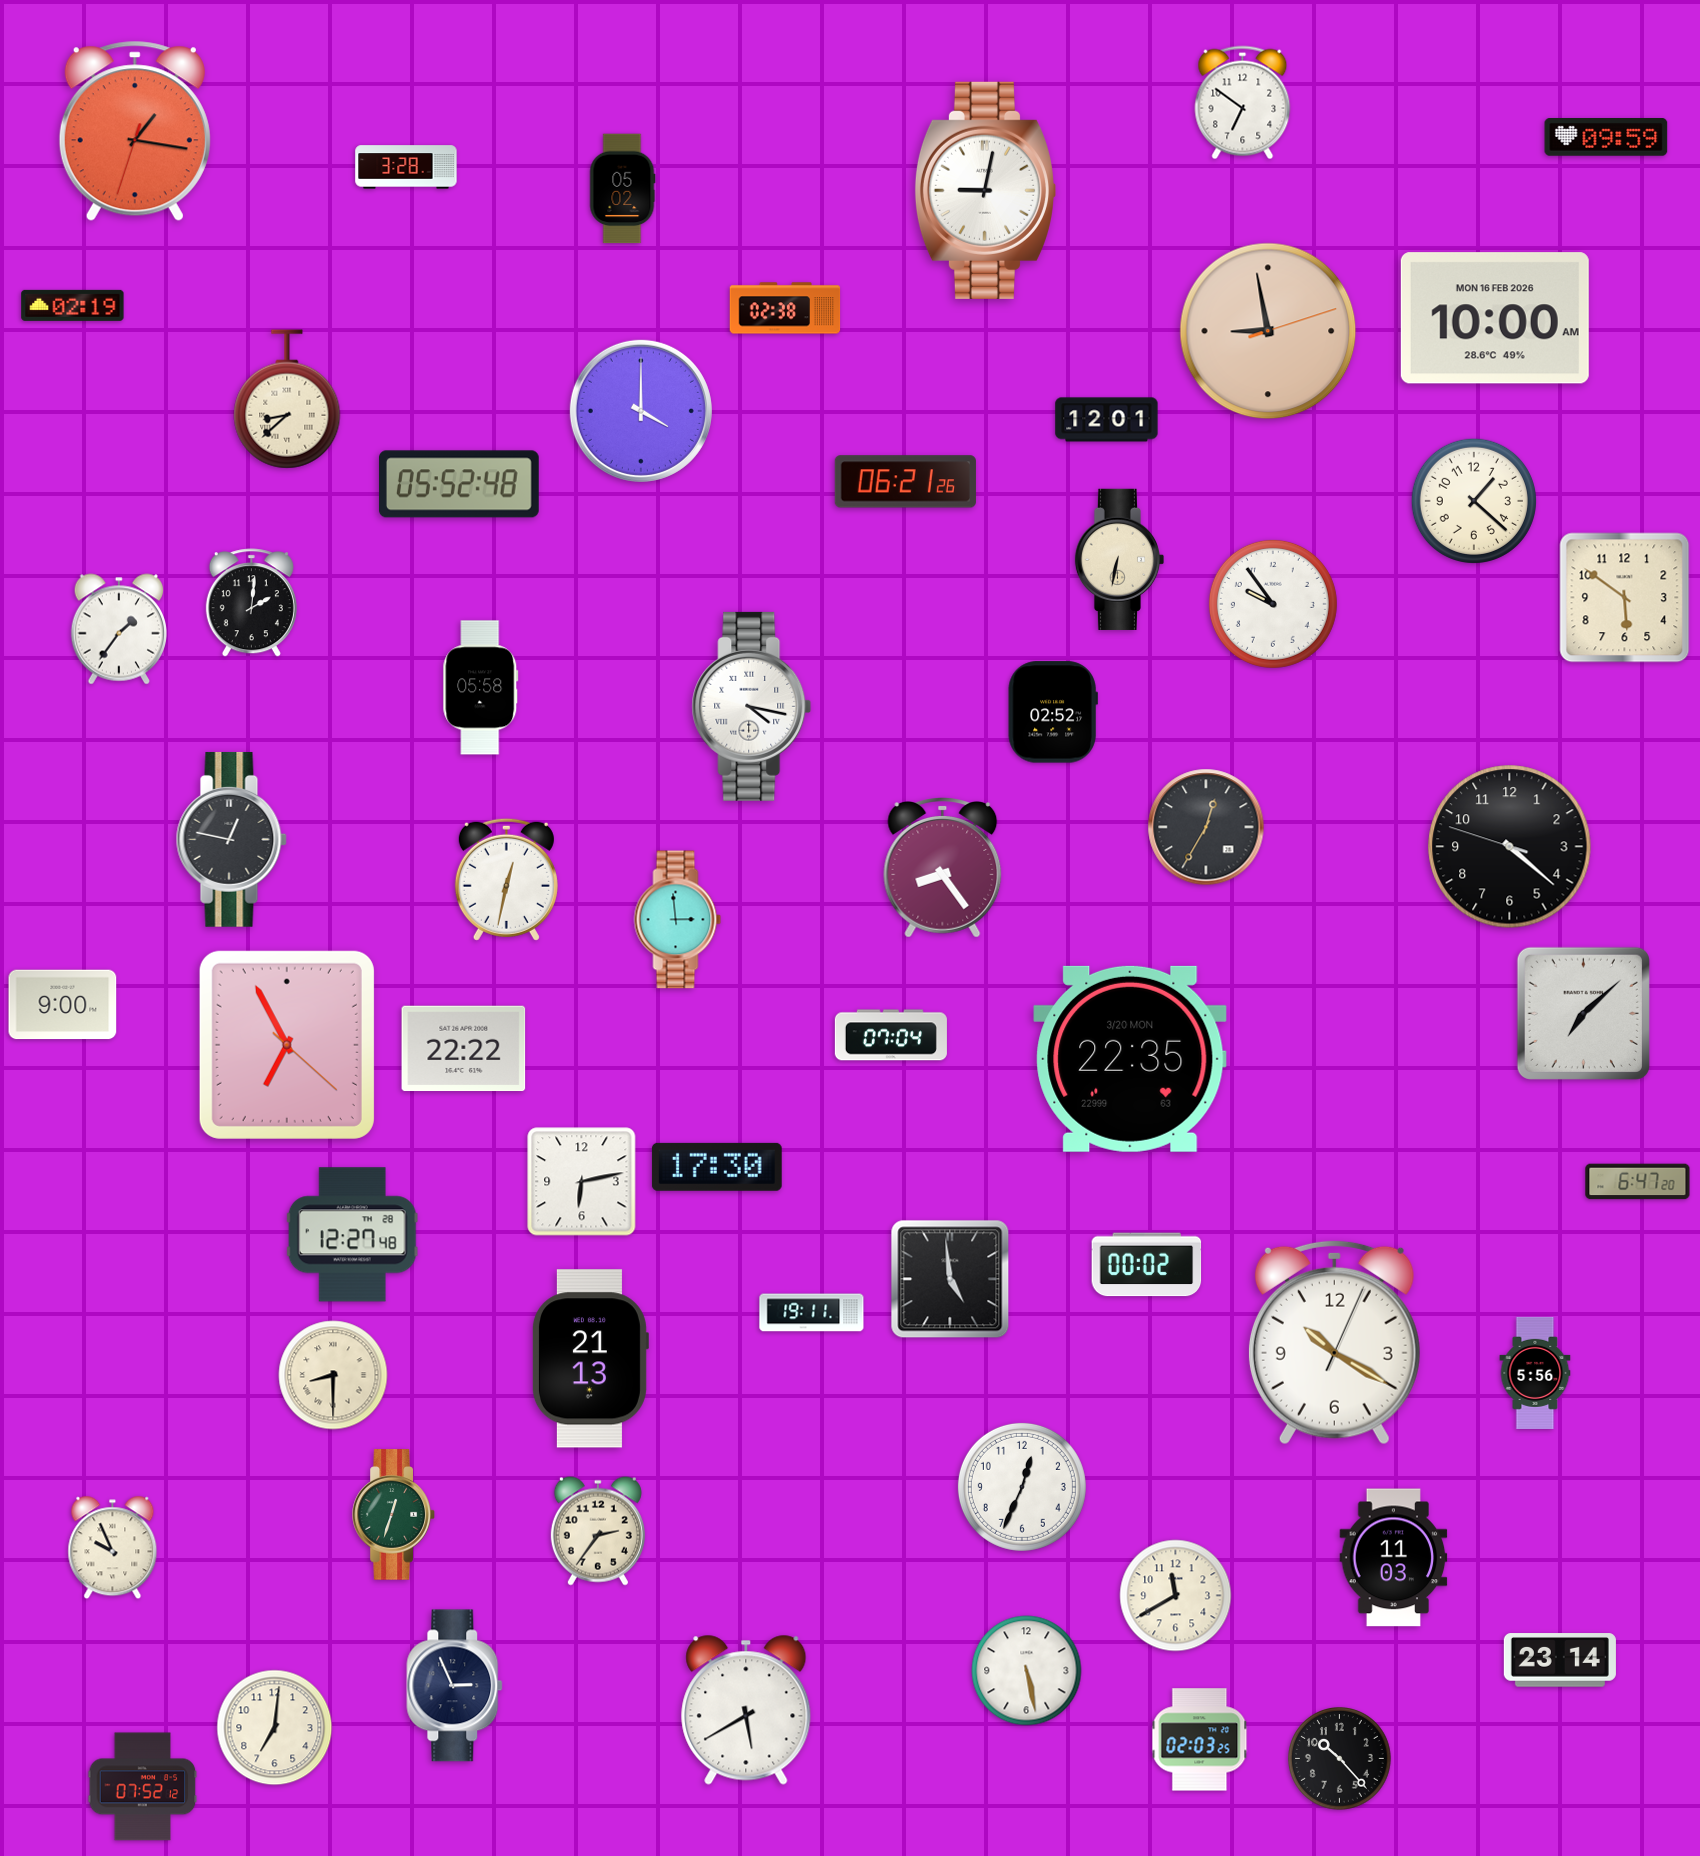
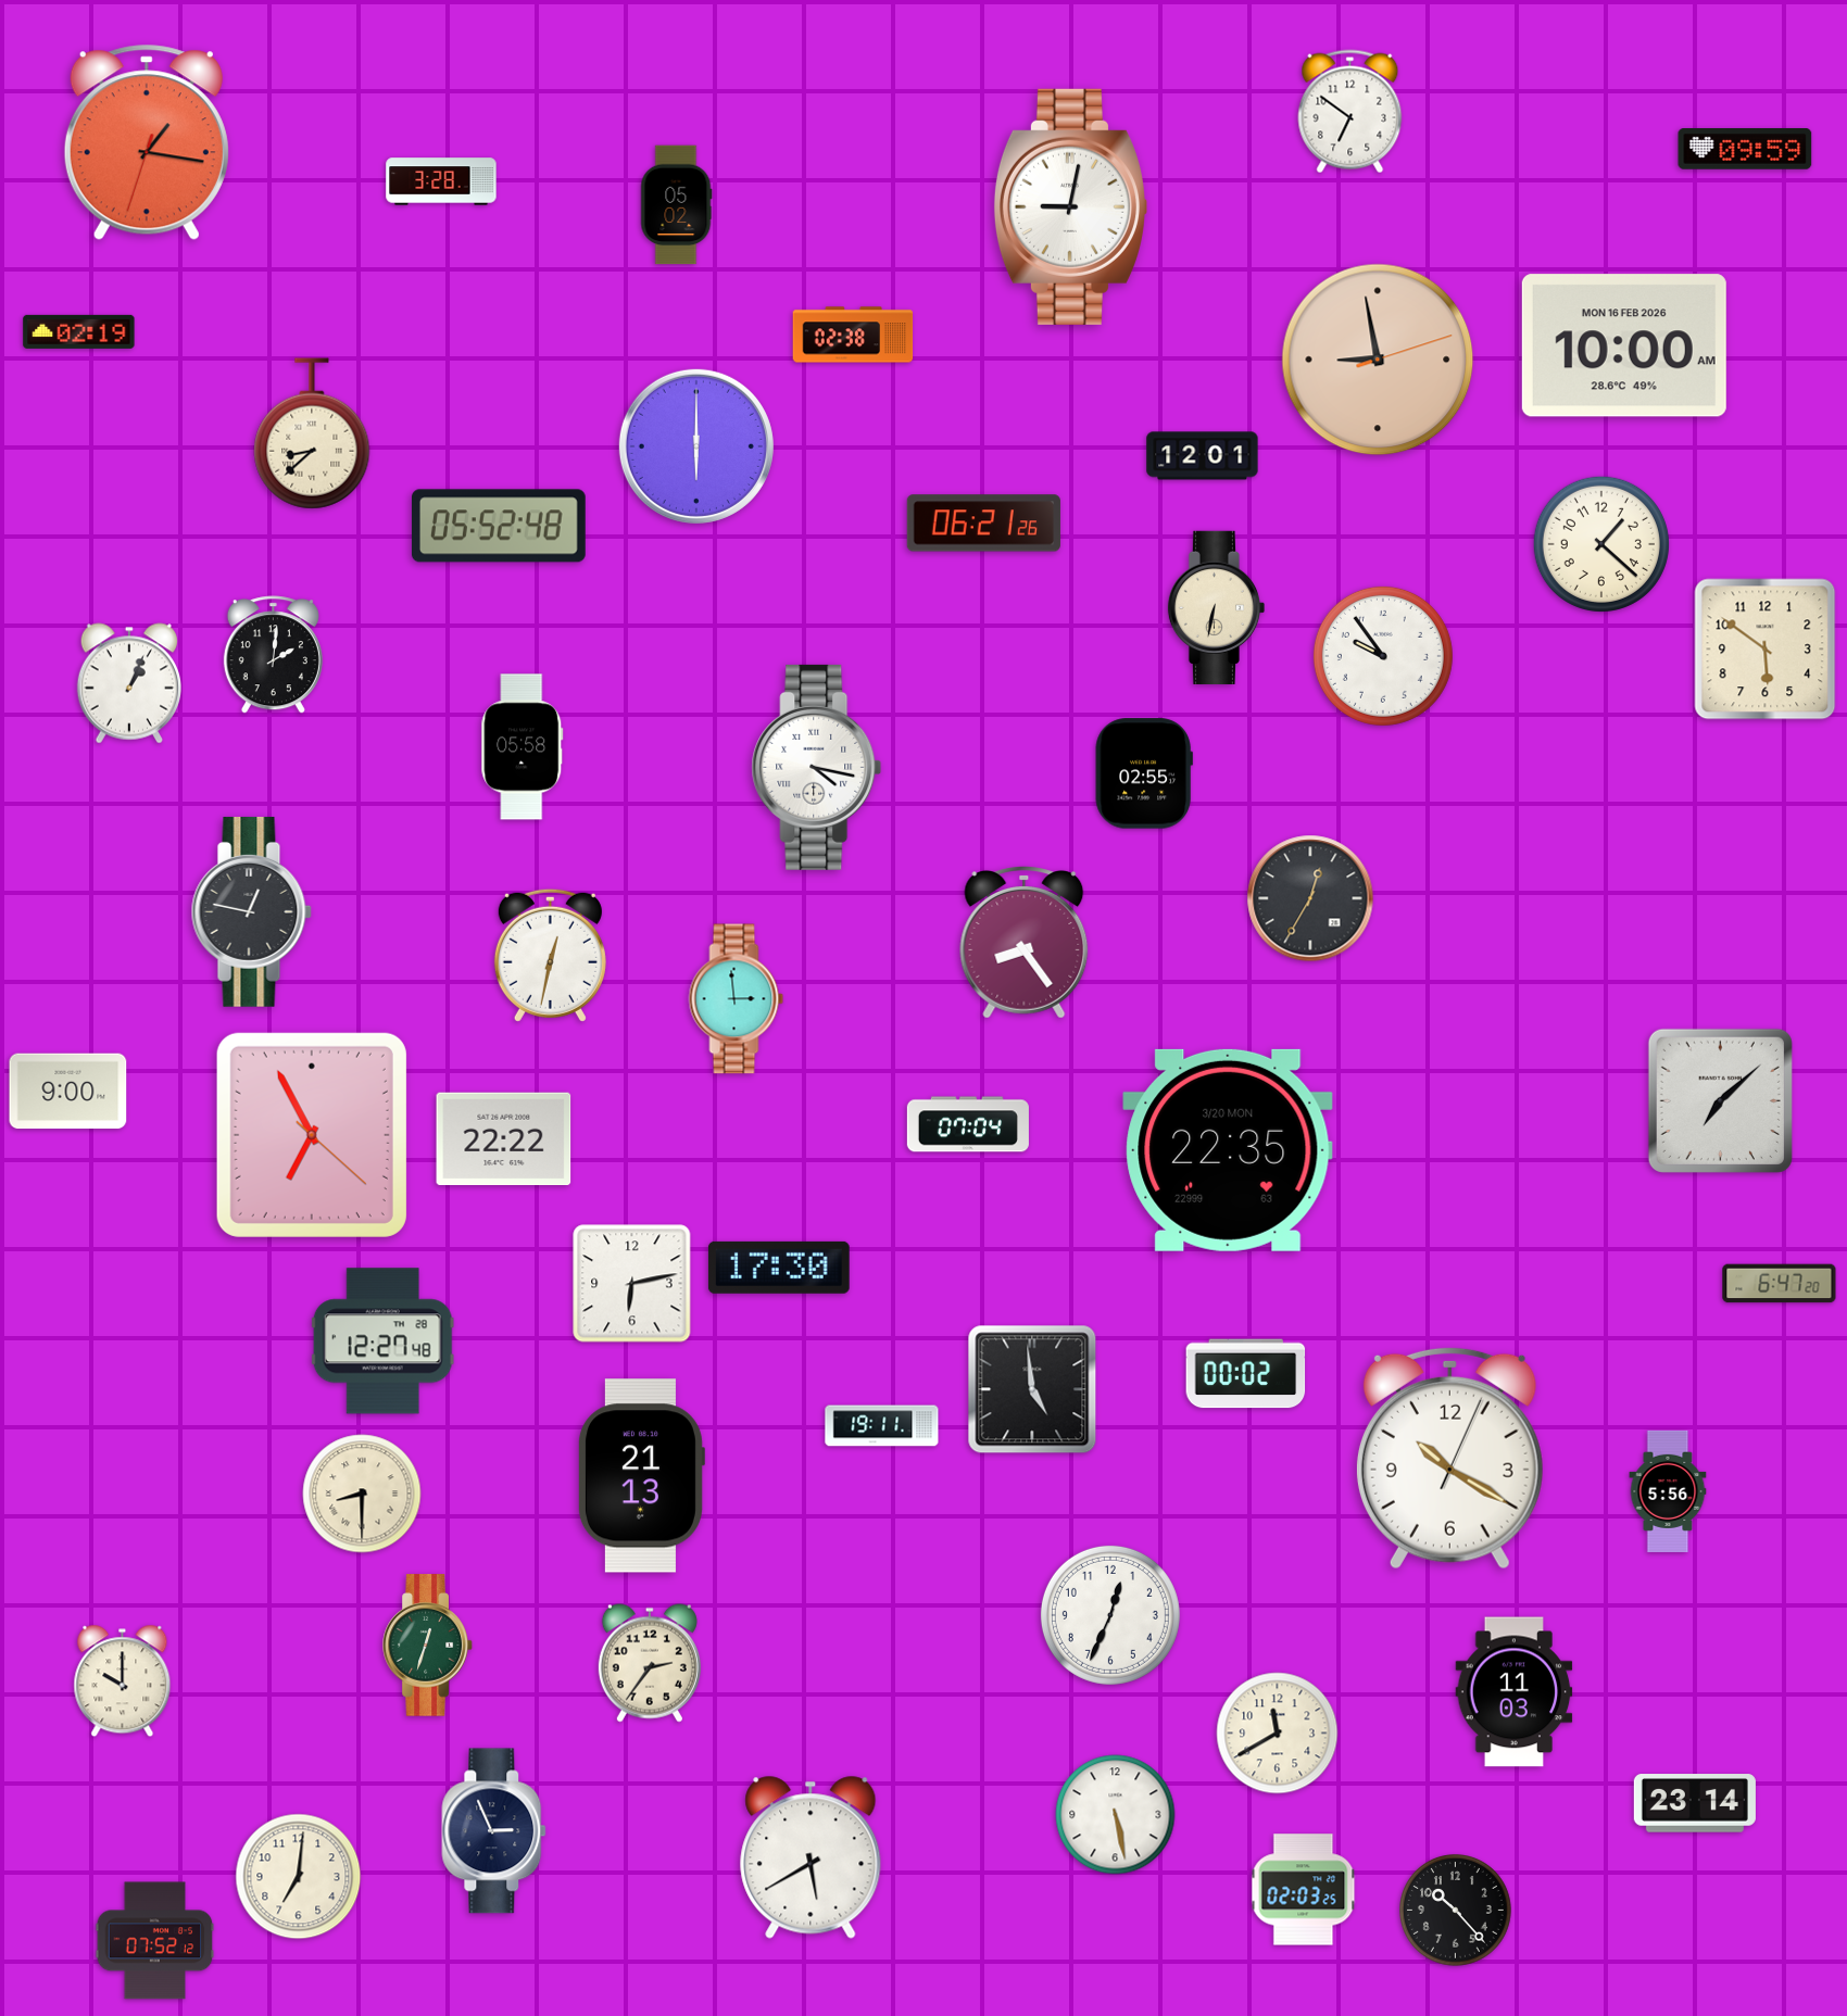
clock at (641, 411): 4:00 -> 6:00
clock at (119, 629): 1:36 -> 1:04
clock at (1053, 712): 02:52 -> 02:55
clock at (1510, 847): 4:21 -> none
clock at (113, 1548): 9:56 -> 10:00
